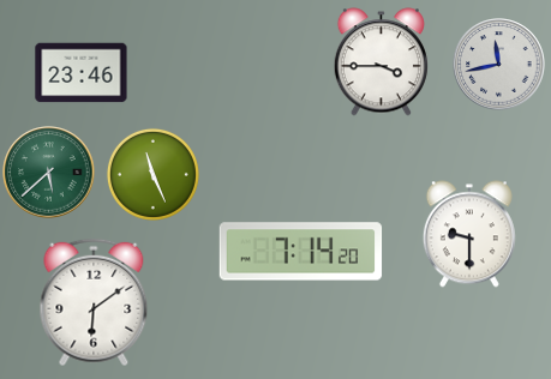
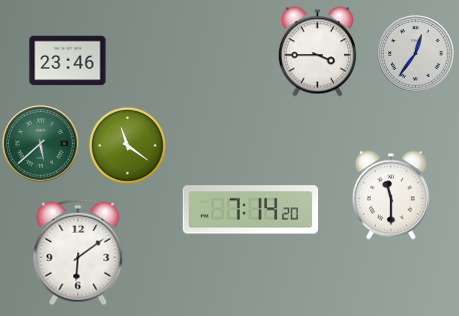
clock at (499, 65): 11:43 -> 12:36
clock at (152, 174): 11:26 -> 11:21
clock at (469, 234): 9:30 -> 11:30
